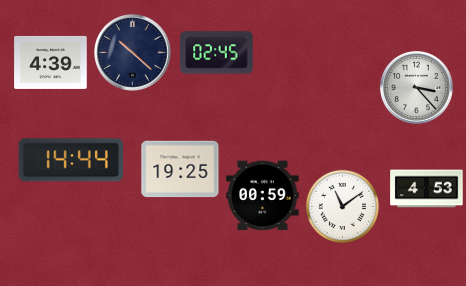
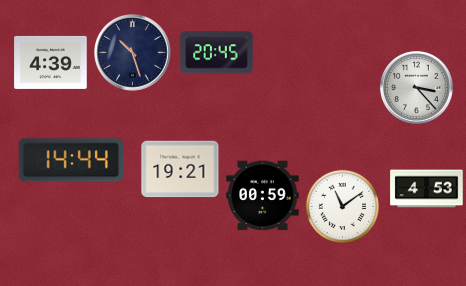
clock at (133, 53): 10:22 -> 10:27
clock at (217, 53): 02:45 -> 20:45
clock at (180, 169): 19:25 -> 19:21
